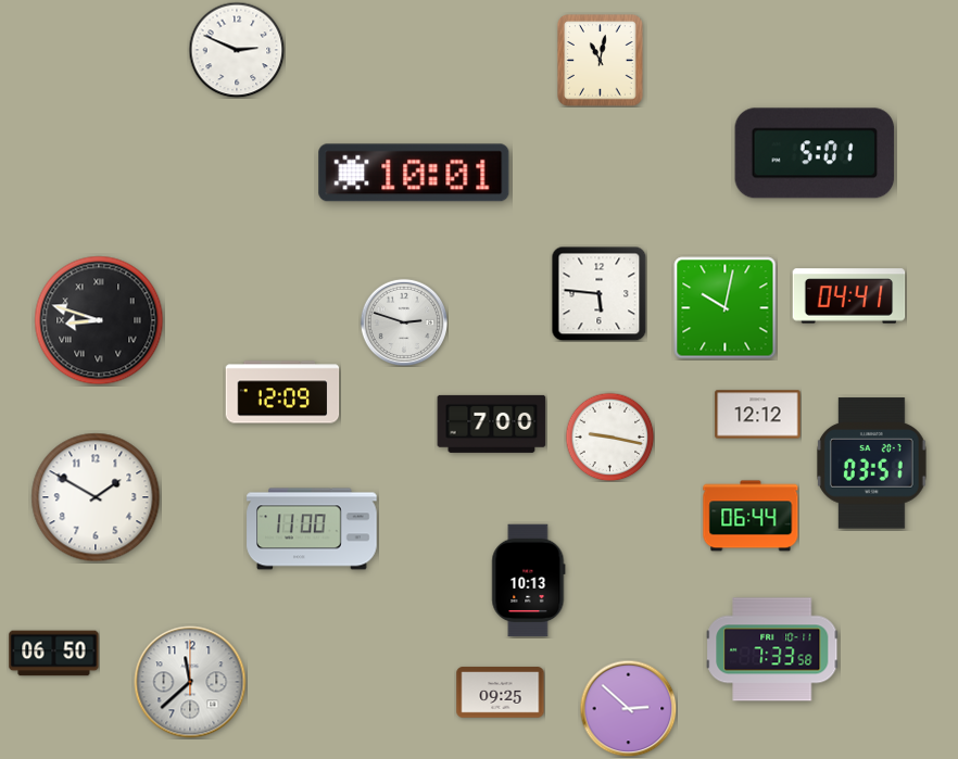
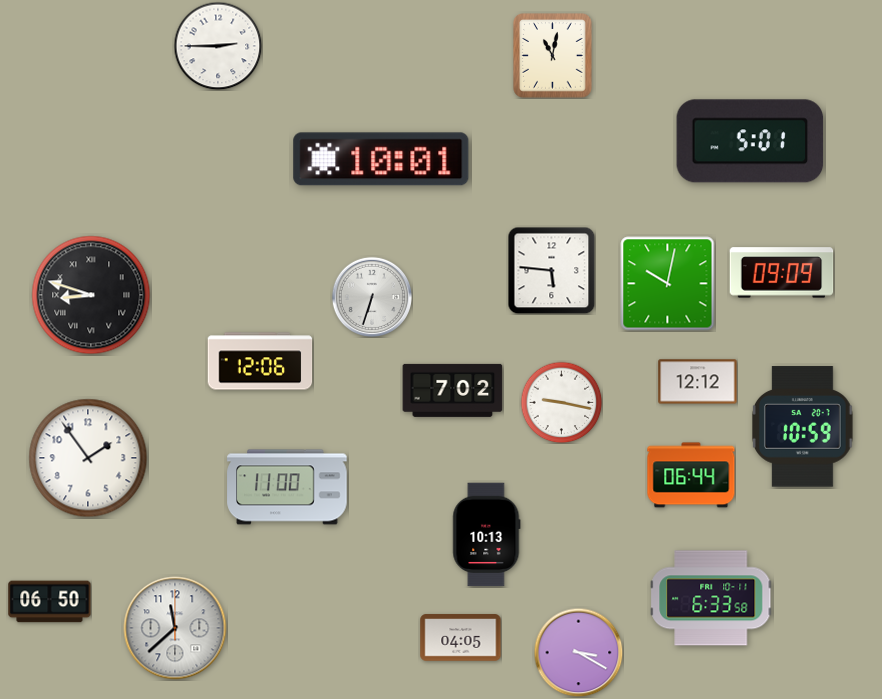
clock at (237, 50): 2:49 -> 2:45
clock at (849, 296): 04:41 -> 09:09
clock at (403, 321): 2:48 -> 6:33
clock at (282, 392): 12:09 -> 12:06
clock at (492, 423): 7:00 -> 7:02
clock at (872, 464): 03:51 -> 10:59
clock at (96, 497): 1:50 -> 1:54
clock at (772, 649): 7:33 -> 6:33
clock at (501, 693): 09:25 -> 04:05
clock at (628, 708): 2:52 -> 3:20
